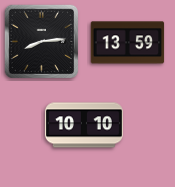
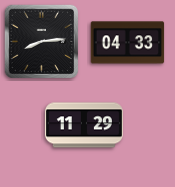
clock at (128, 43): 13:59 -> 04:33
clock at (84, 125): 10:10 -> 11:29
